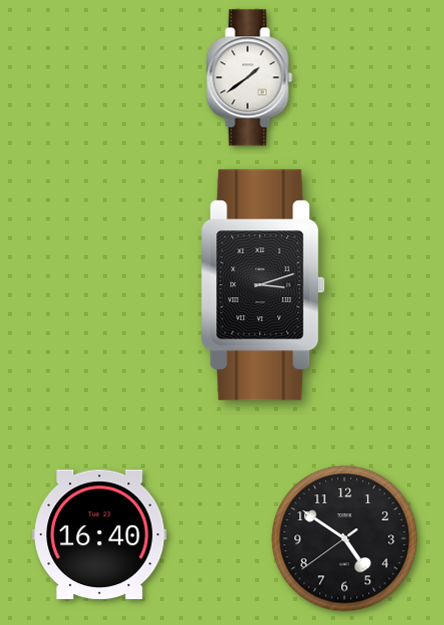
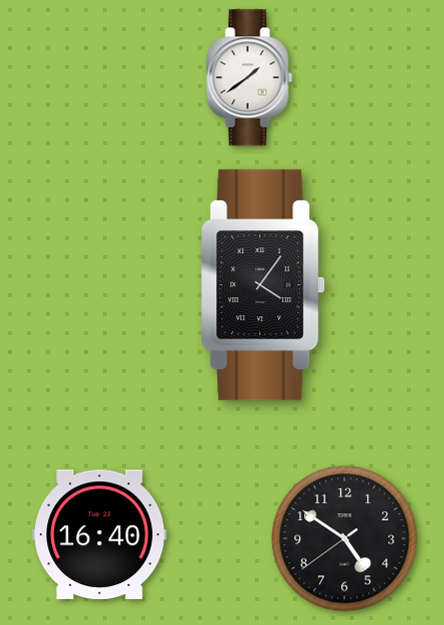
clock at (263, 285): 3:12 -> 4:06
